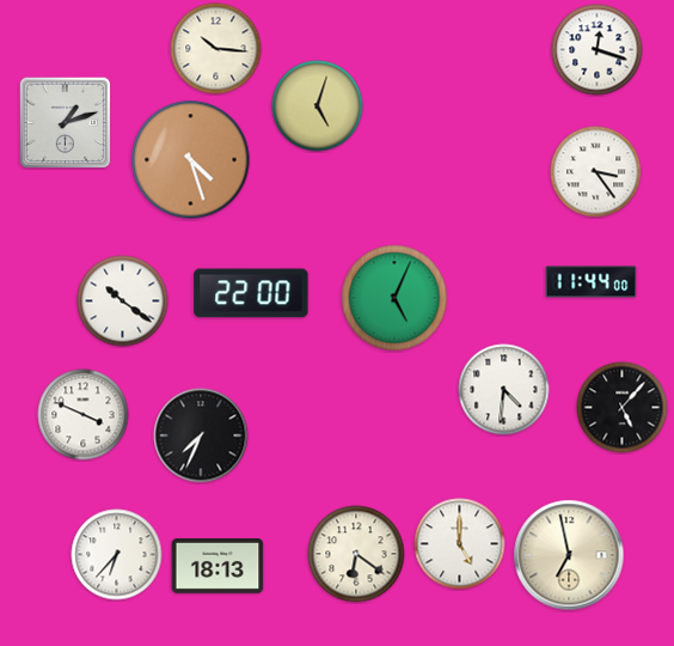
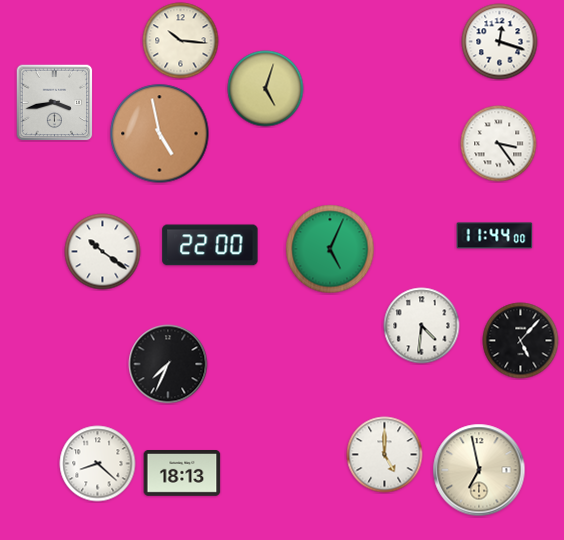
clock at (65, 122): 1:12 -> 3:43
clock at (191, 160): 4:27 -> 4:58
clock at (84, 415): 3:49 -> none
clock at (356, 554): 6:21 -> none
clock at (117, 555): 6:37 -> 8:22
clock at (569, 555) position: (569, 555) -> (479, 470)
